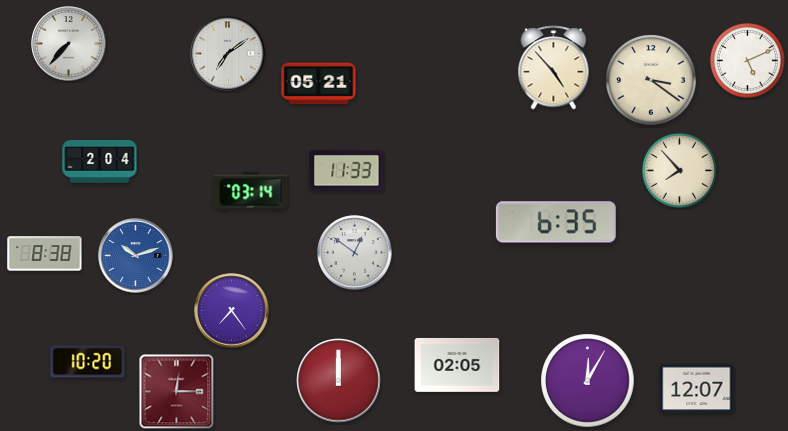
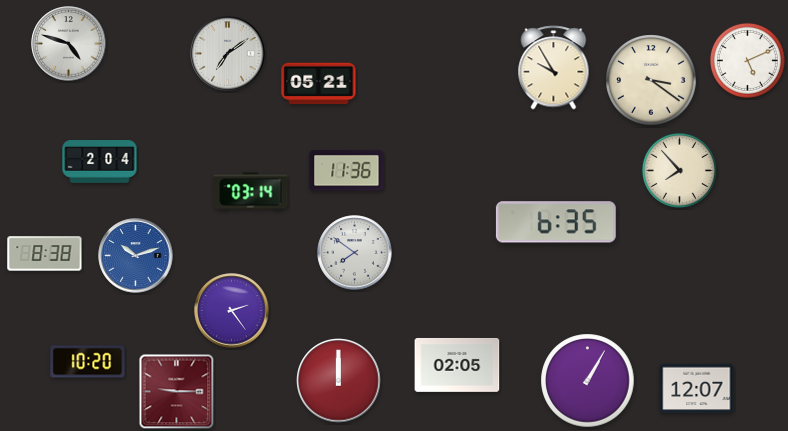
clock at (69, 44): 7:37 -> 4:48
clock at (554, 68): 4:53 -> 9:55
clock at (347, 171): 11:33 -> 11:36
clock at (355, 253): 12:51 -> 7:51
clock at (232, 311): 7:24 -> 2:24
clock at (588, 381): 12:05 -> 1:05
clock at (177, 392): 12:15 -> 9:15
